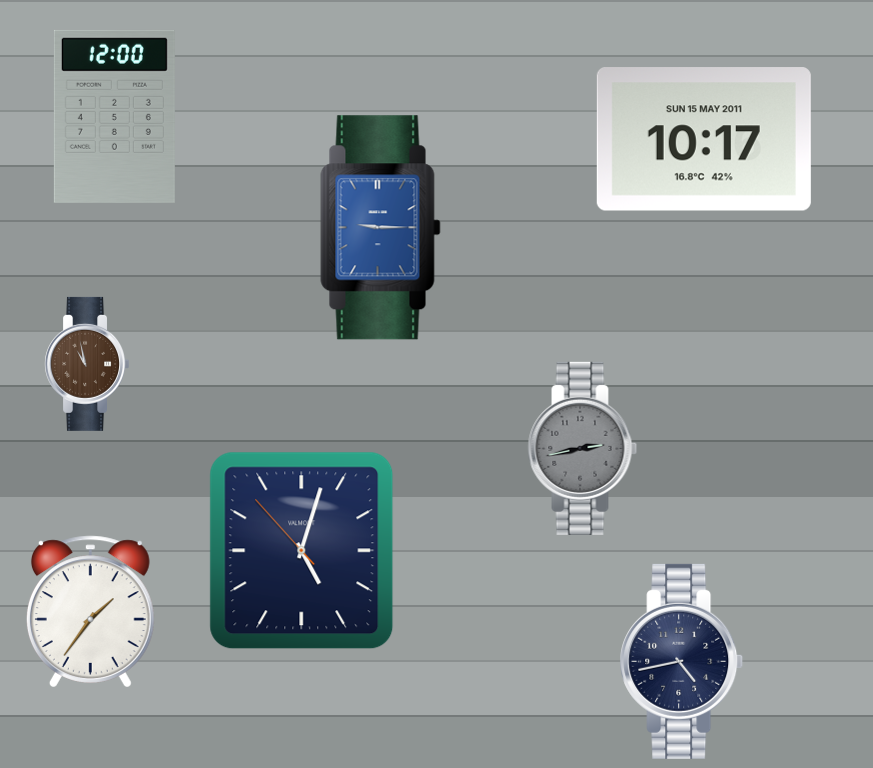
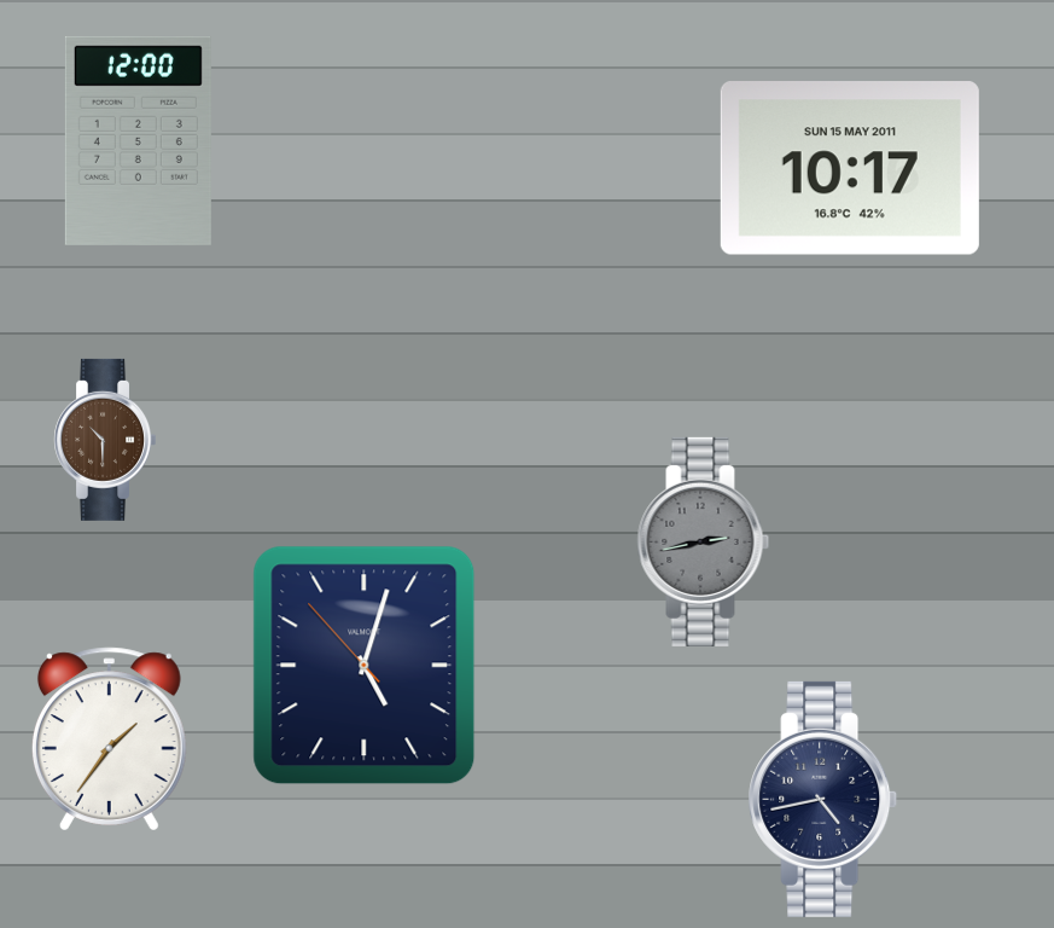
clock at (381, 228): 9:15 -> none
clock at (86, 364): 10:58 -> 10:30
